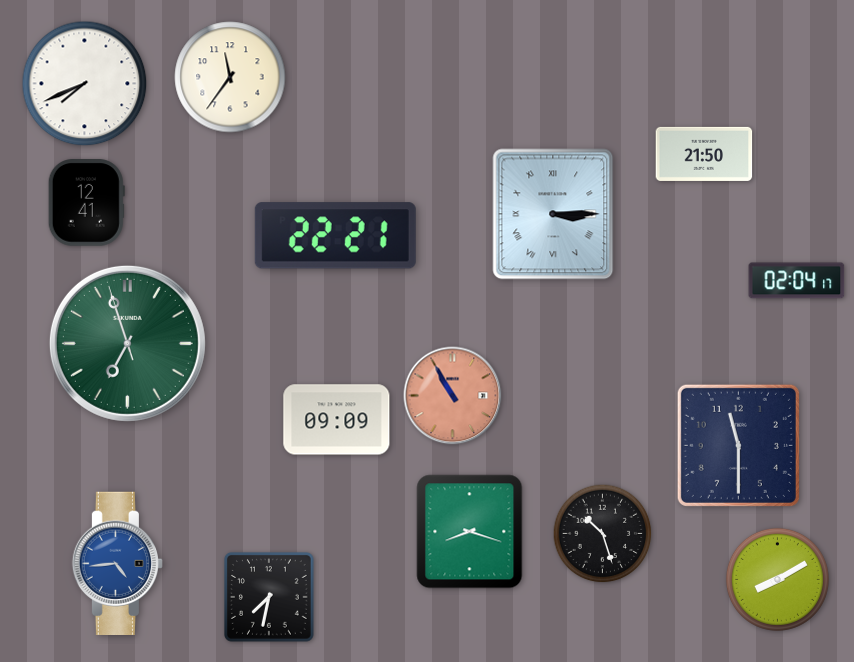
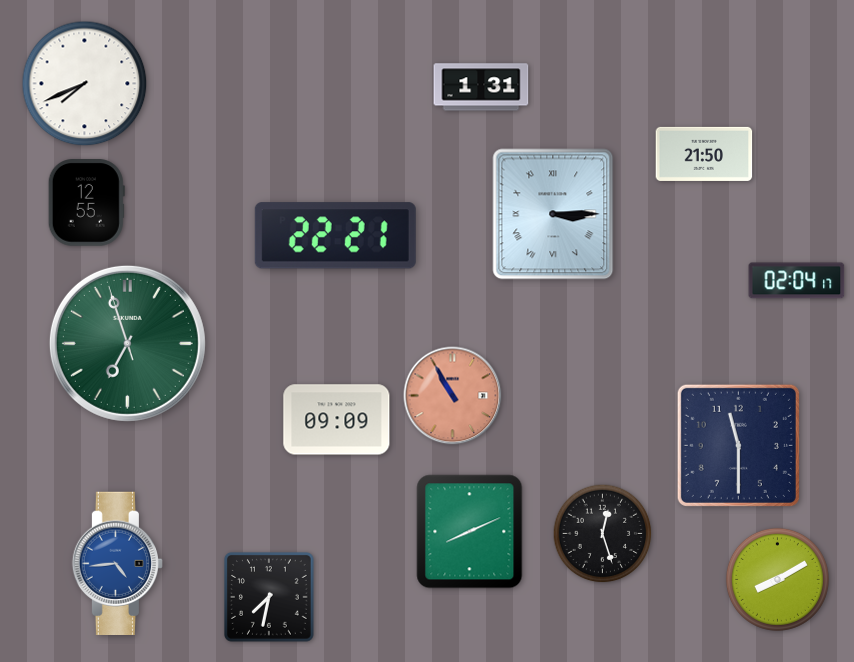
clock at (230, 77): 11:36 -> none
clock at (481, 87): none -> 1:31
clock at (86, 203): 12:41 -> 12:55
clock at (470, 532): 8:18 -> 8:11
clock at (603, 534): 10:27 -> 12:27
